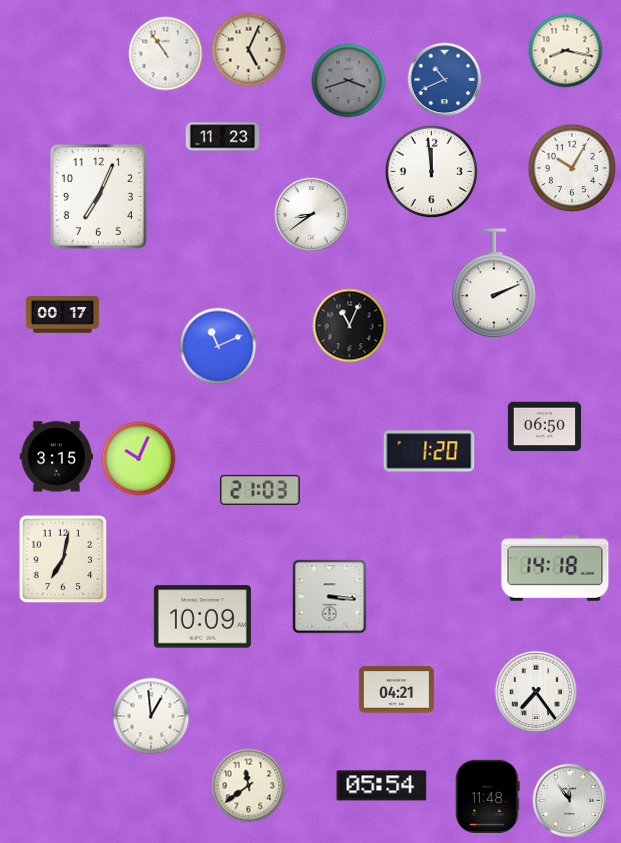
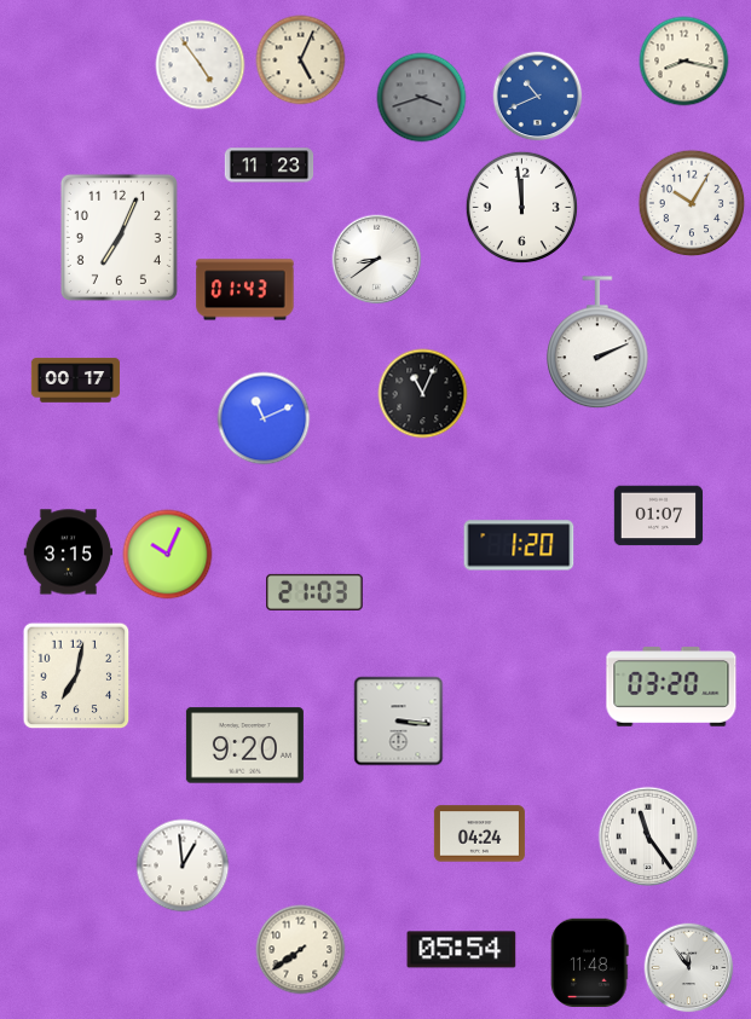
clock at (166, 54): 10:54 -> 4:54
clock at (245, 290): none -> 01:43
clock at (545, 427): 06:50 -> 01:07
clock at (555, 568): 14:18 -> 03:20
clock at (202, 617): 10:09 -> 9:20
clock at (396, 690): 04:21 -> 04:24
clock at (536, 692): 7:24 -> 11:24
clock at (249, 786): 11:39 -> 7:39
